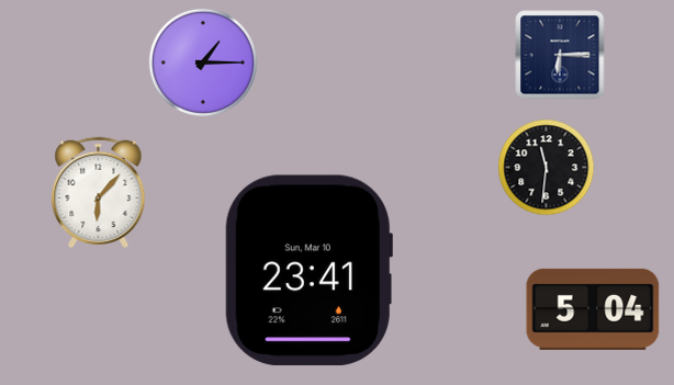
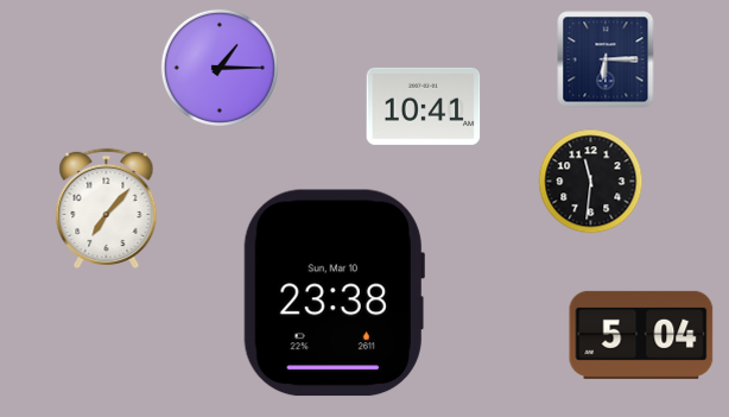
clock at (424, 106): none -> 10:41
clock at (99, 192): 6:07 -> 7:07
clock at (308, 271): 23:41 -> 23:38
